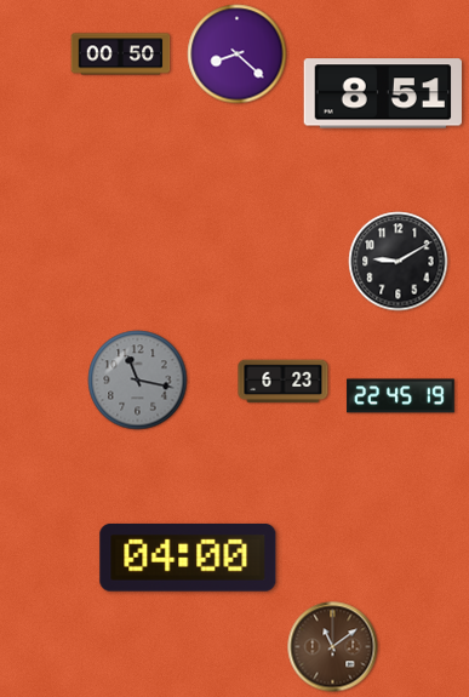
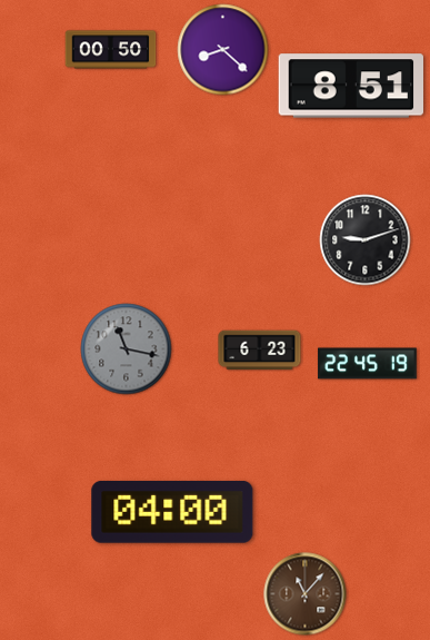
clock at (238, 55) position: (238, 55) -> (223, 50)
clock at (399, 262): 9:10 -> 9:12
clock at (333, 647): 11:09 -> 11:07
